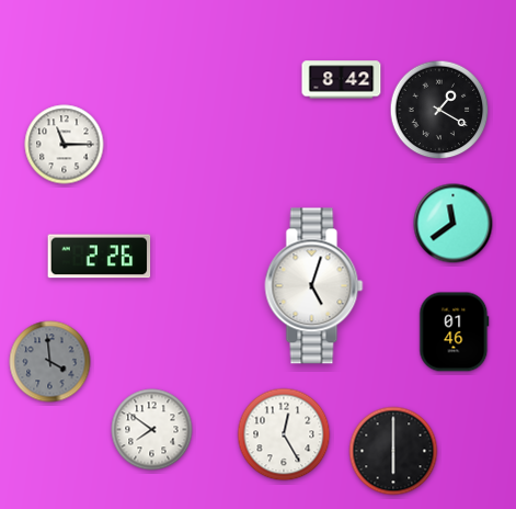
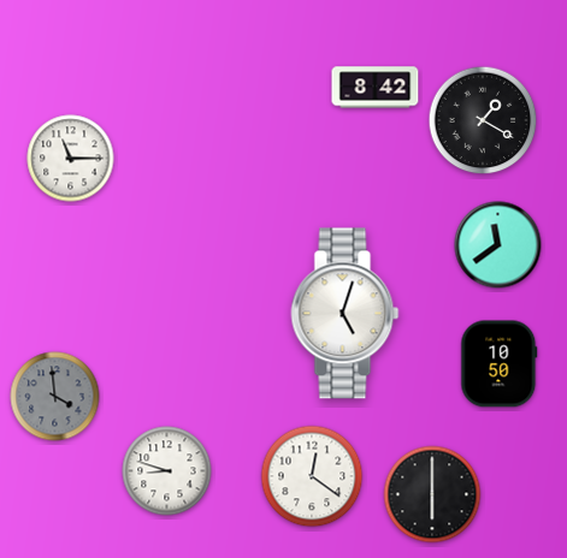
clock at (100, 257): 2:26 -> none
clock at (455, 332): 01:46 -> 10:50
clock at (152, 430): 7:51 -> 8:48
clock at (284, 434): 12:25 -> 12:21
